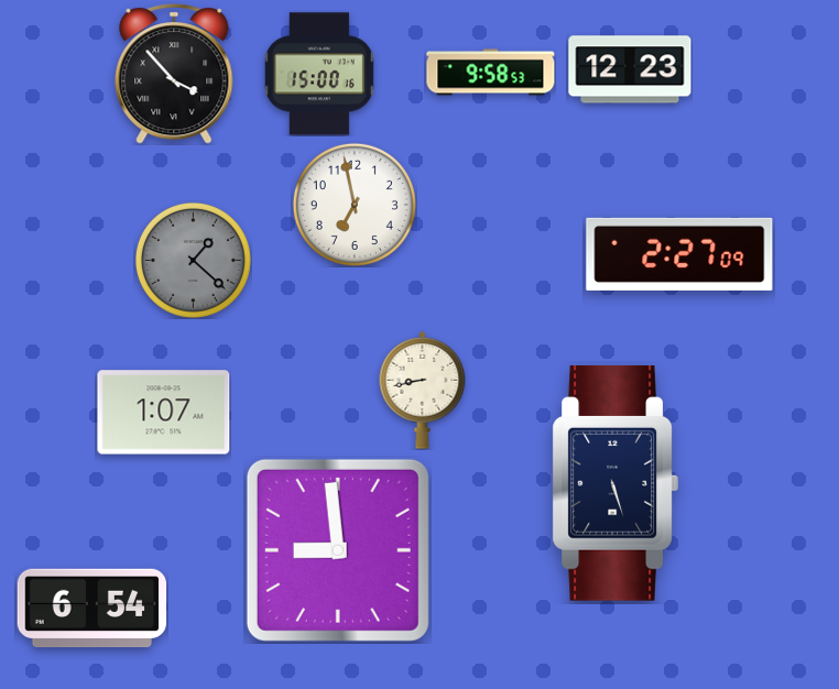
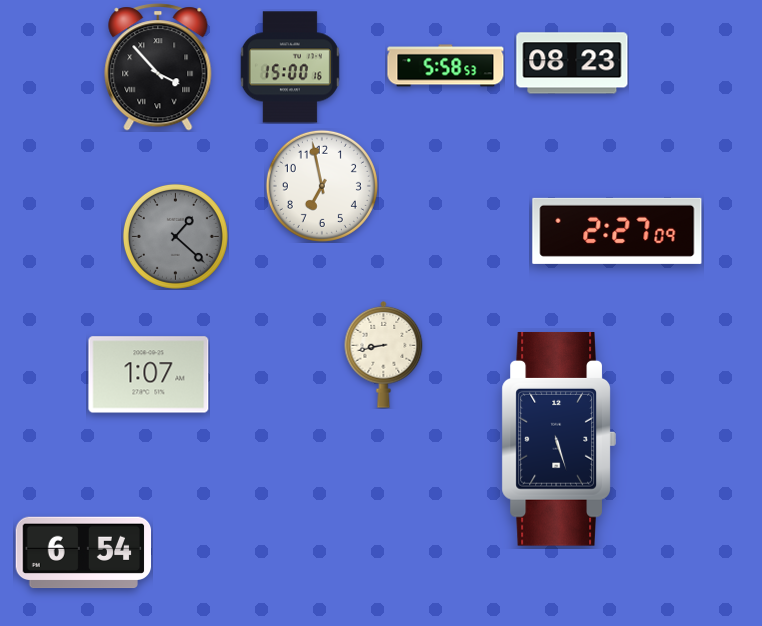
clock at (630, 69): 12:23 -> 08:23
clock at (491, 73): 9:58 -> 5:58
clock at (338, 550): 8:59 -> none
